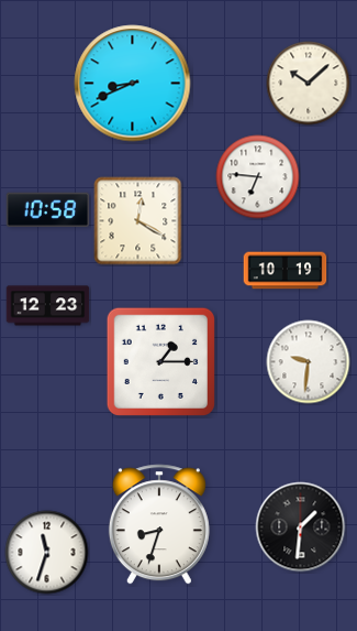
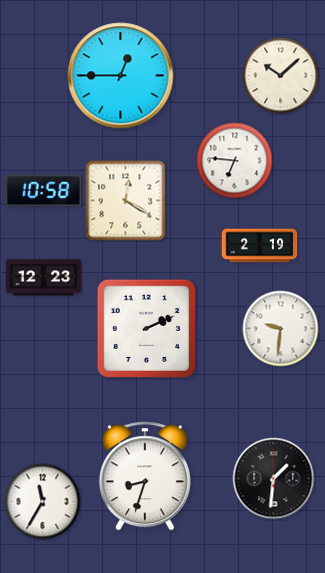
clock at (133, 84): 8:41 -> 12:45
clock at (286, 271): 10:19 -> 2:19
clock at (160, 361): 1:15 -> 2:11
clock at (47, 553): 11:33 -> 11:35
